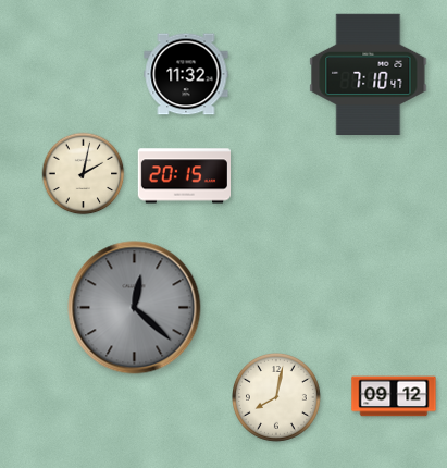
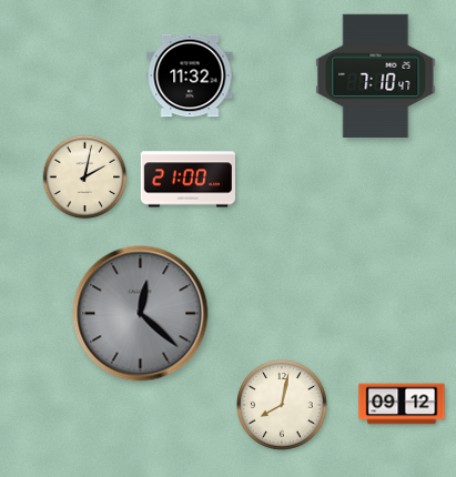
clock at (184, 176): 20:15 -> 21:00
clock at (135, 308) position: (135, 308) -> (141, 314)
